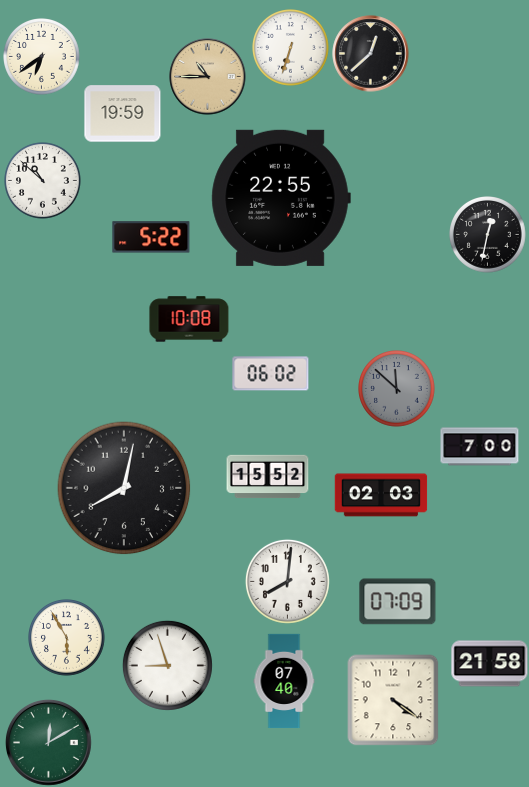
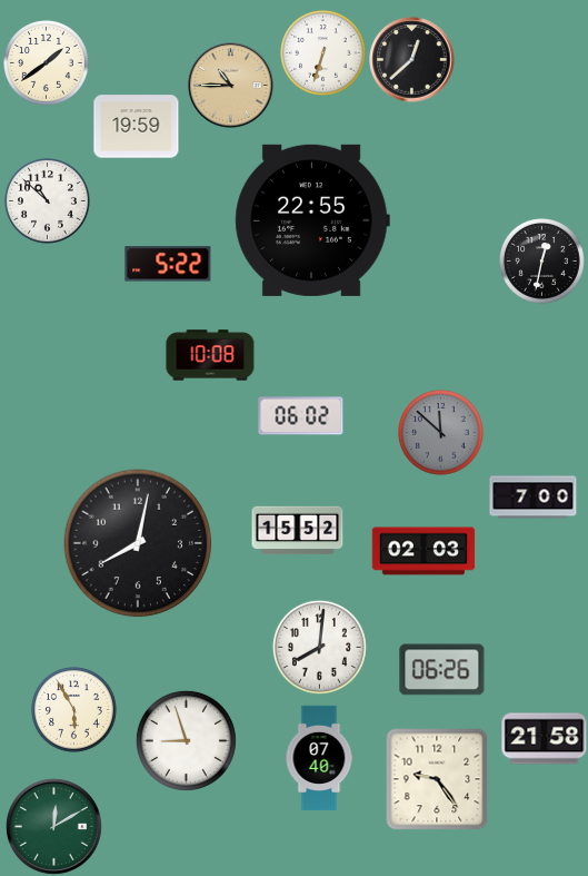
clock at (42, 57): 6:39 -> 1:39
clock at (398, 602): 07:09 -> 06:26
clock at (284, 681) position: (284, 681) -> (319, 758)
clock at (393, 700): 4:21 -> 9:24
